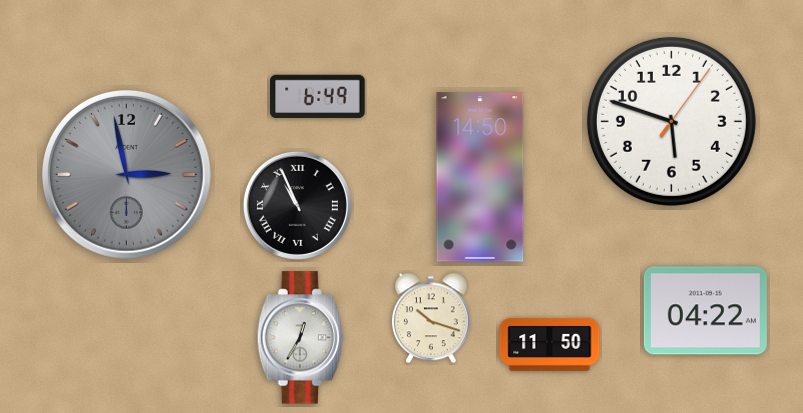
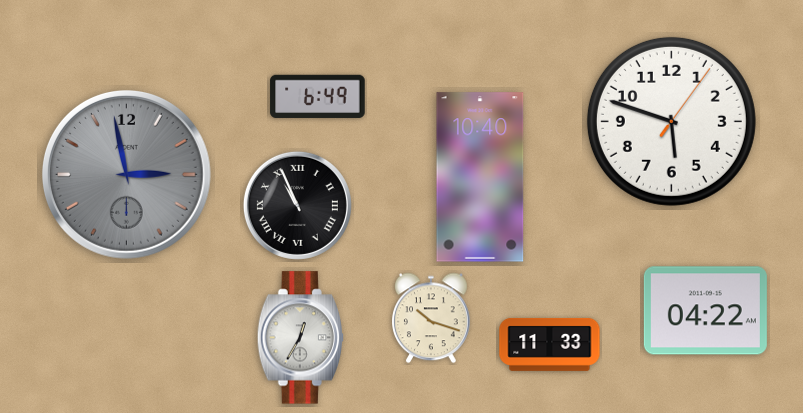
clock at (480, 177): 14:50 -> 10:40
clock at (550, 344): 11:50 -> 11:33
